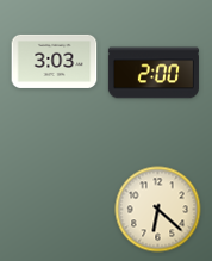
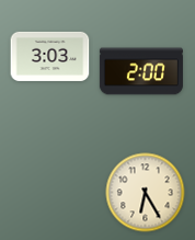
clock at (154, 73) position: (154, 73) -> (141, 71)
clock at (158, 210): 6:22 -> 6:25
